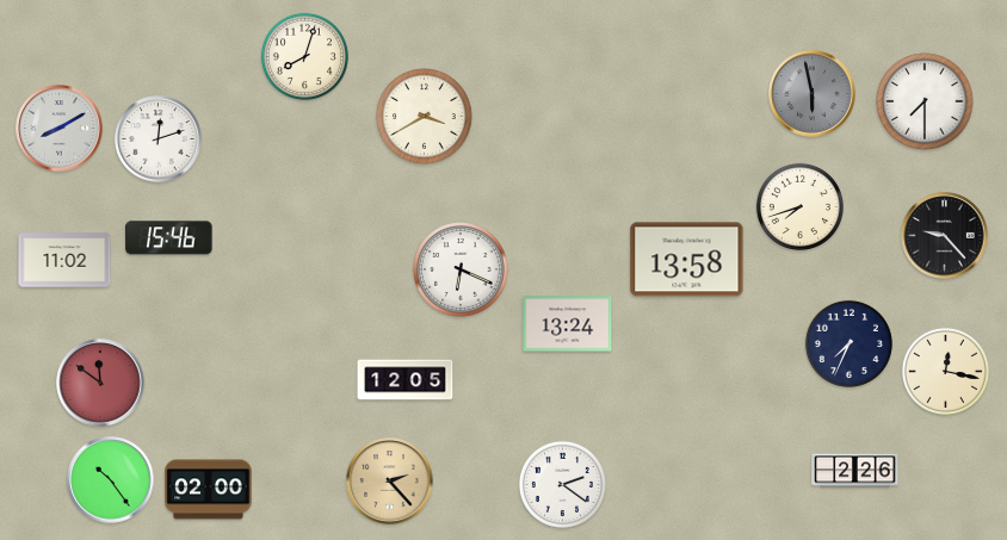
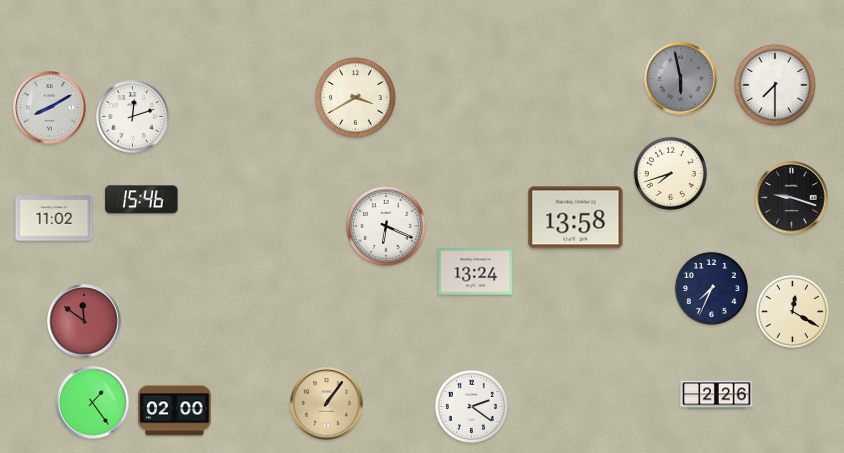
clock at (304, 56): 8:03 -> none
clock at (945, 236): 9:23 -> 9:18
clock at (945, 371): 12:17 -> 12:20
clock at (406, 380): 12:05 -> none
clock at (111, 480): 10:24 -> 1:24
clock at (390, 482): 2:23 -> 1:06
